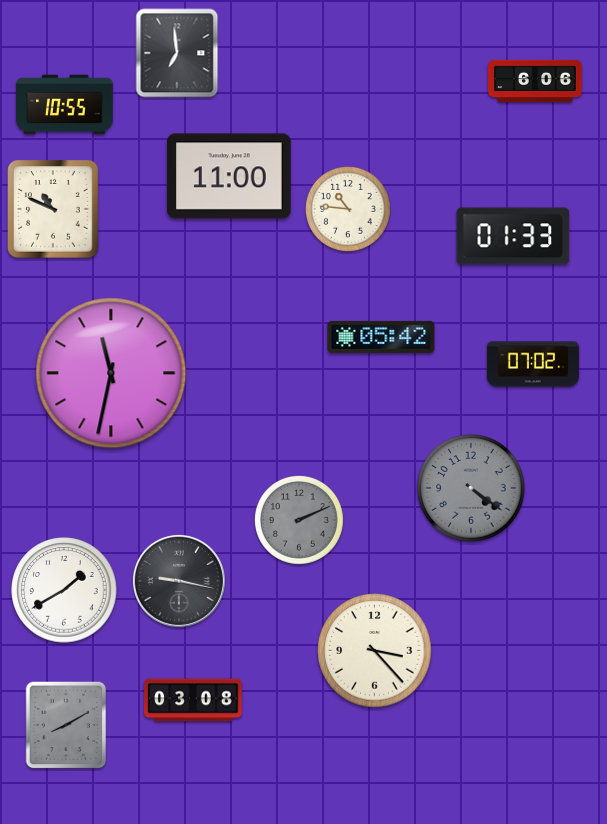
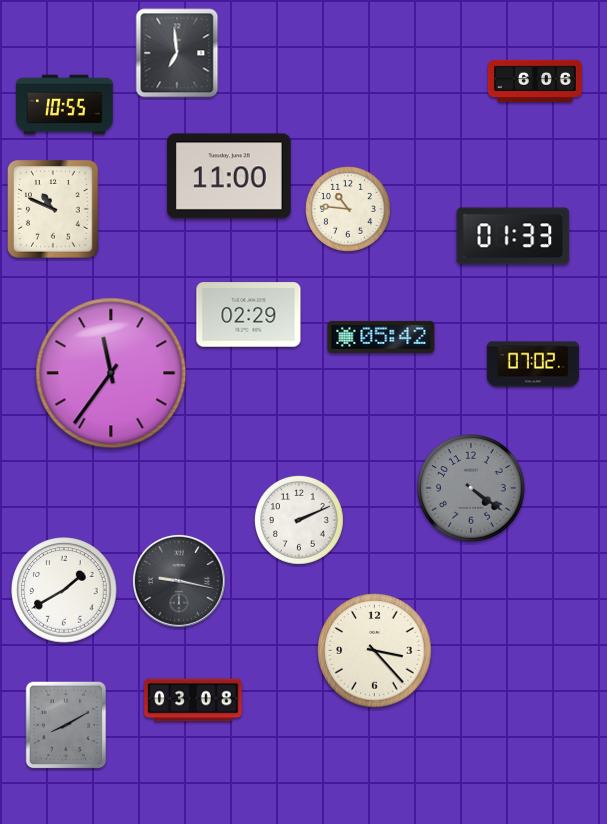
clock at (249, 315): none -> 02:29
clock at (111, 373): 11:32 -> 11:36
clock at (300, 520) dial: grey -> white
